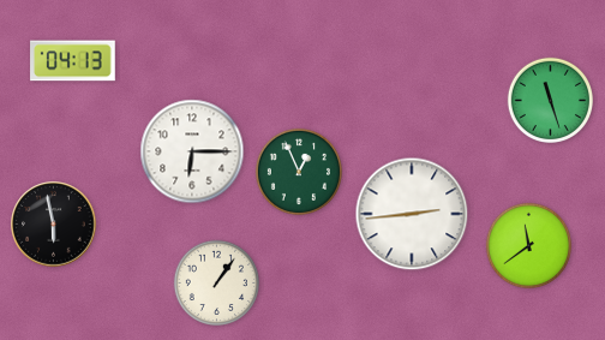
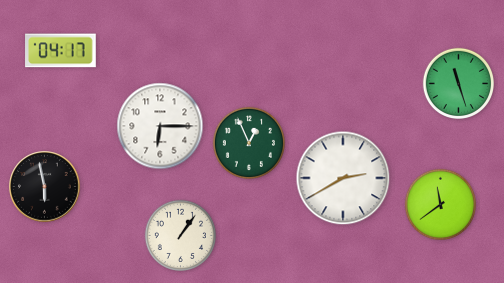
clock at (73, 61): 04:13 -> 04:17
clock at (412, 214): 2:44 -> 2:40
